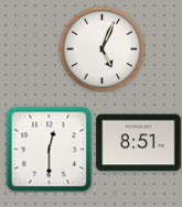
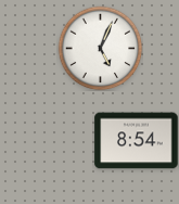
clock at (139, 143): 8:51 -> 8:54
clock at (49, 149): 12:30 -> none
